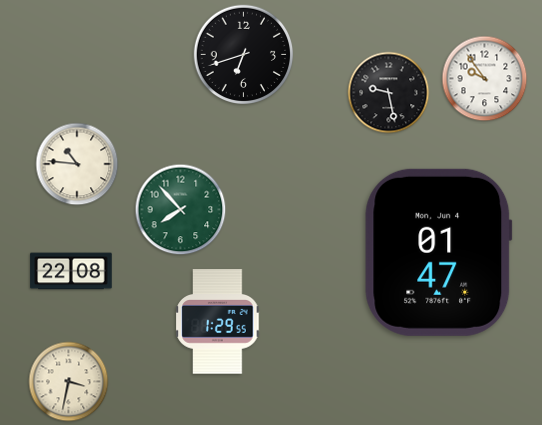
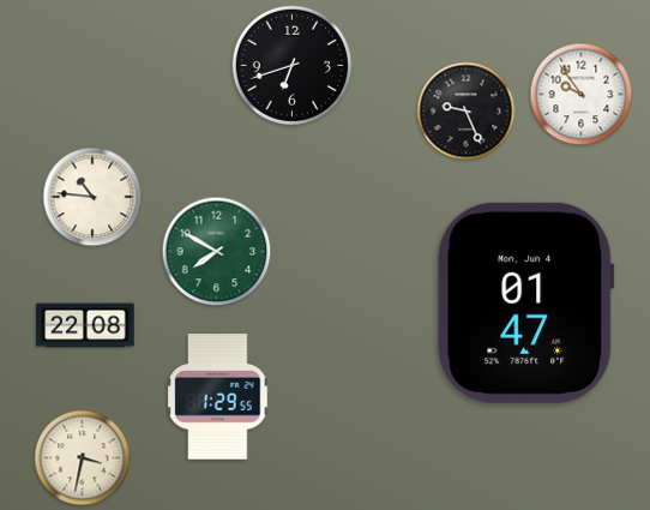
clock at (389, 93): 9:28 -> 9:26
clock at (181, 210): 7:53 -> 7:50
clock at (218, 322) position: (218, 322) -> (218, 397)
